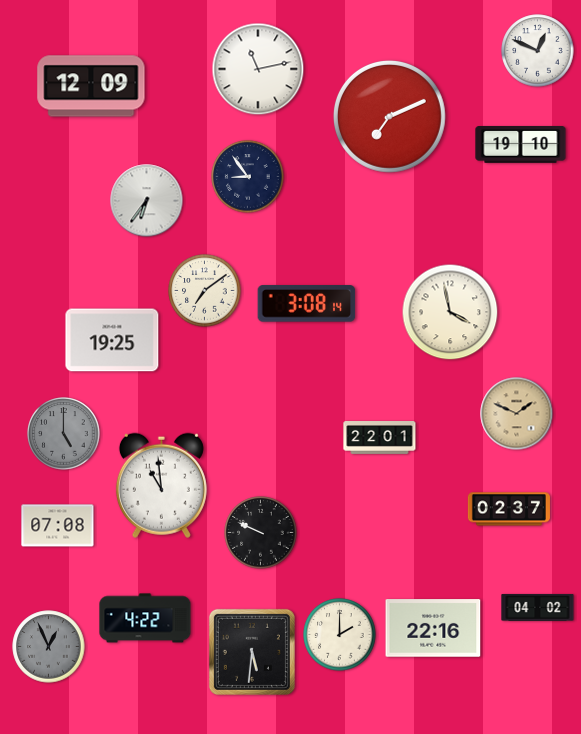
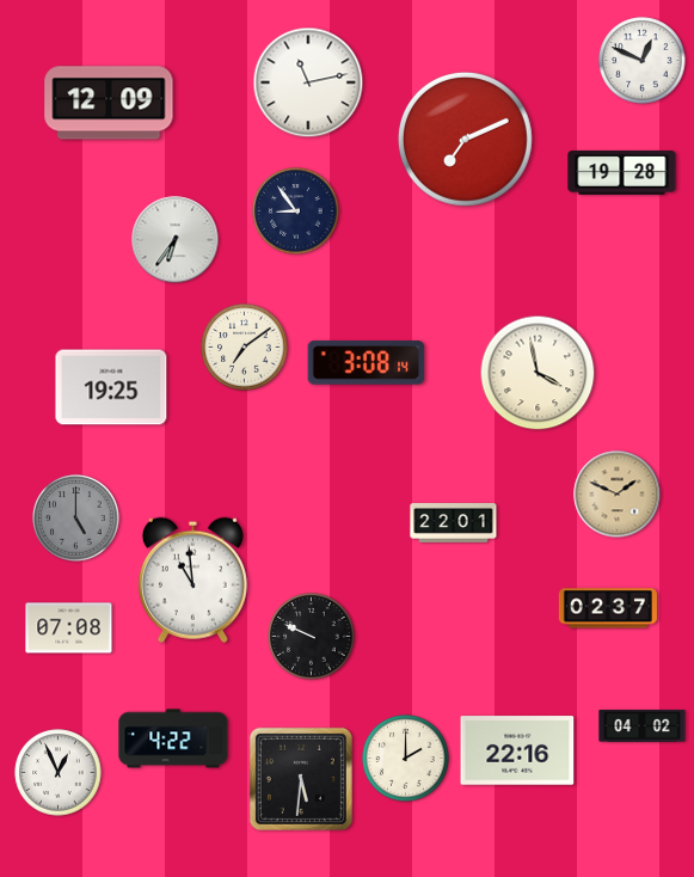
clock at (521, 145): 19:10 -> 19:28
clock at (112, 340) position: (112, 340) -> (111, 387)
clock at (49, 647) dial: grey -> white
